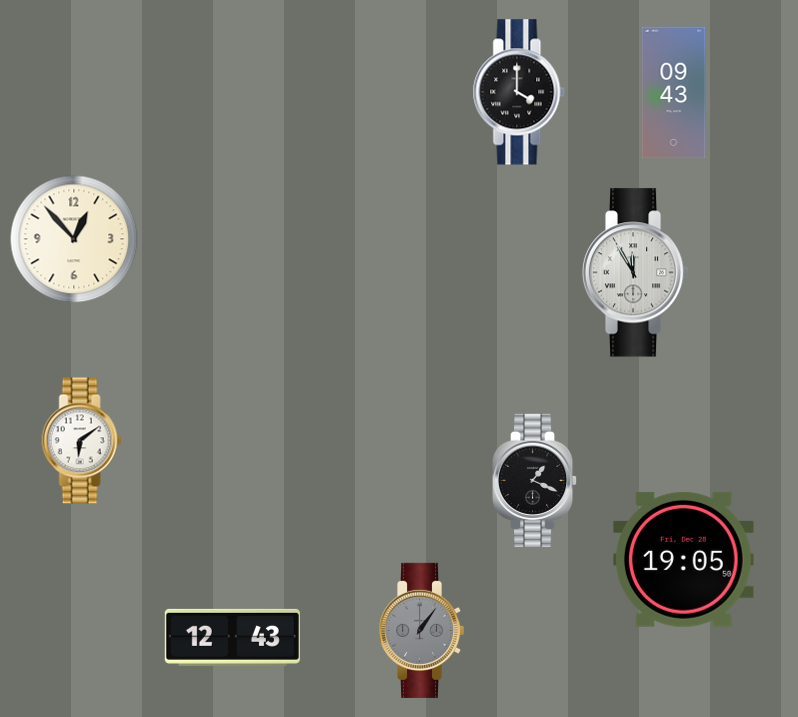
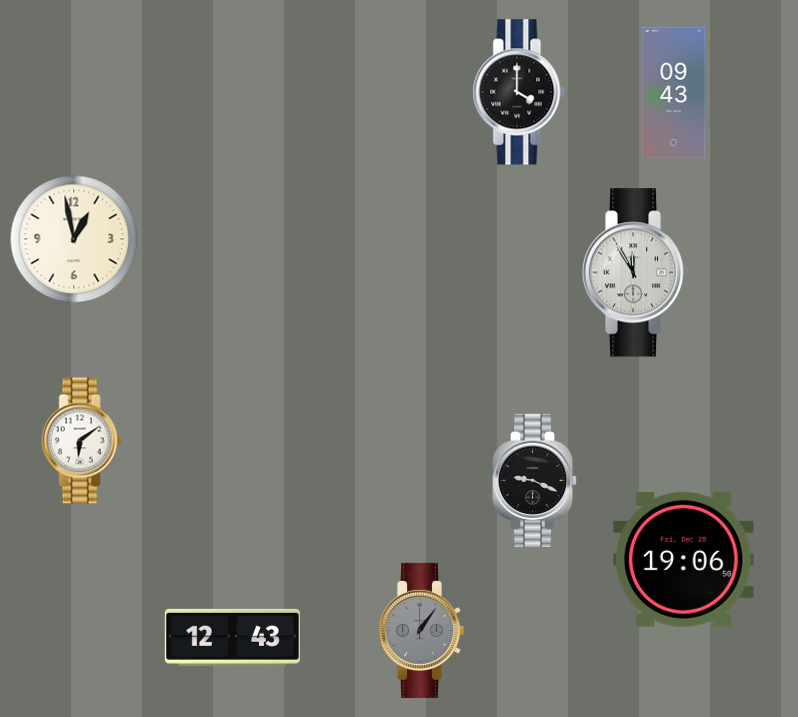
clock at (74, 239): 12:53 -> 12:58
clock at (535, 480): 1:19 -> 9:19
clock at (684, 559): 19:05 -> 19:06
